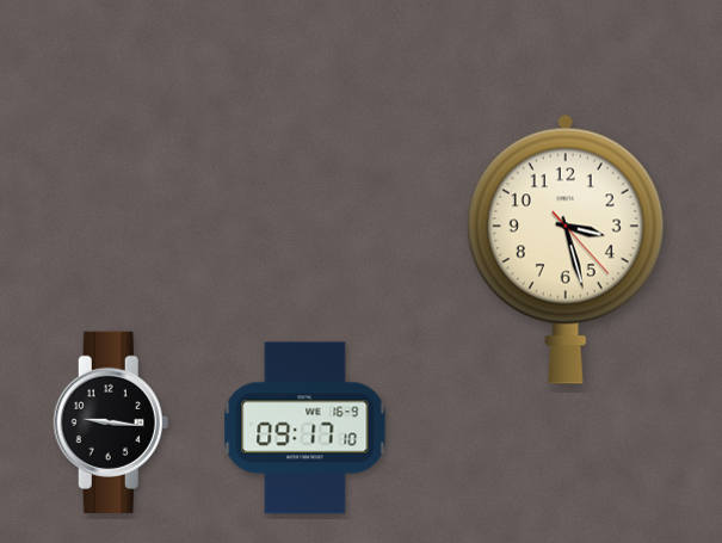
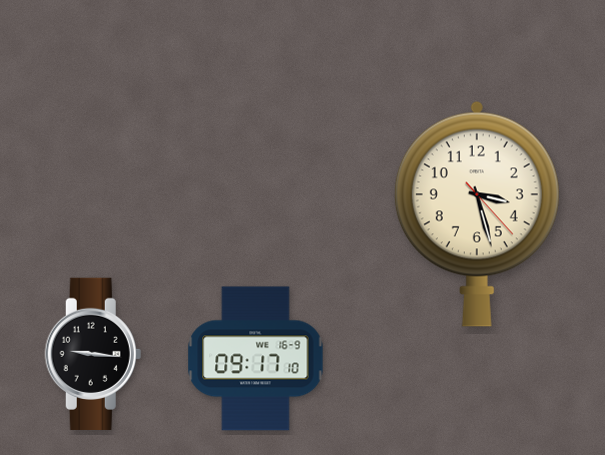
clock at (566, 249) position: (566, 249) -> (477, 214)
